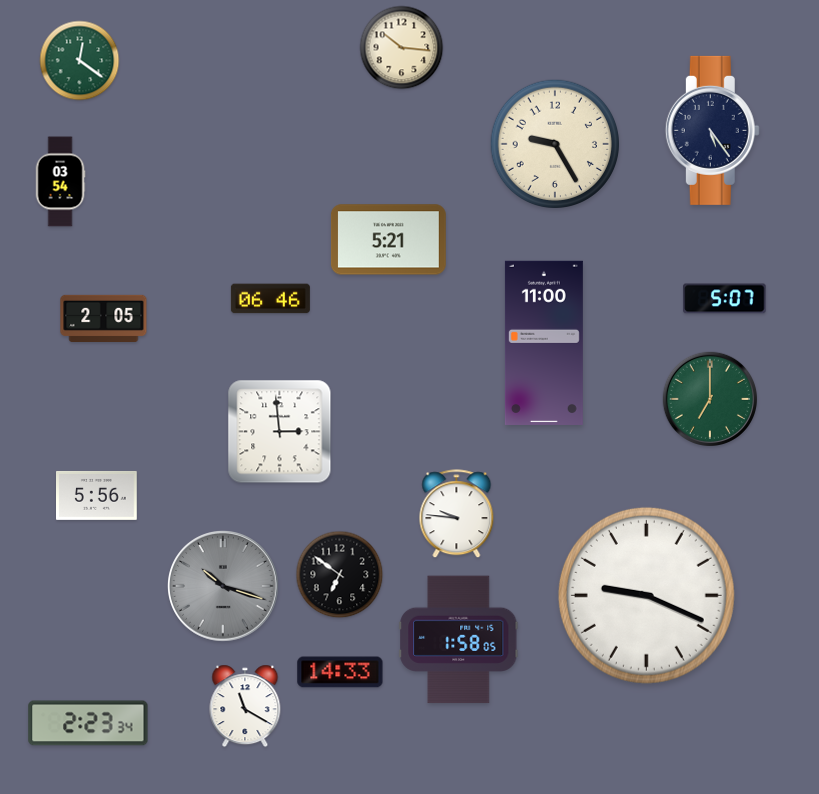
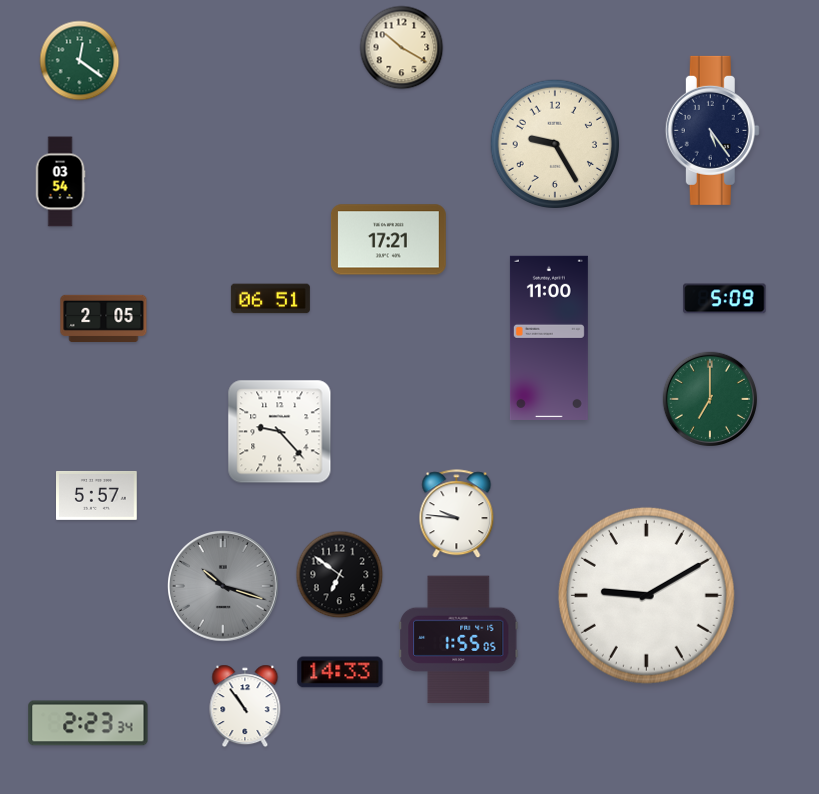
clock at (402, 48): 10:16 -> 10:20
clock at (388, 240): 5:21 -> 17:21
clock at (270, 299): 06:46 -> 06:51
clock at (725, 299): 5:07 -> 5:09
clock at (544, 343) position: (544, 343) -> (549, 338)
clock at (280, 432): 2:59 -> 9:23
clock at (97, 495): 5:56 -> 5:57
clock at (646, 595): 9:19 -> 9:10
clock at (459, 640): 1:58 -> 1:55
clock at (245, 706): 11:20 -> 10:54
